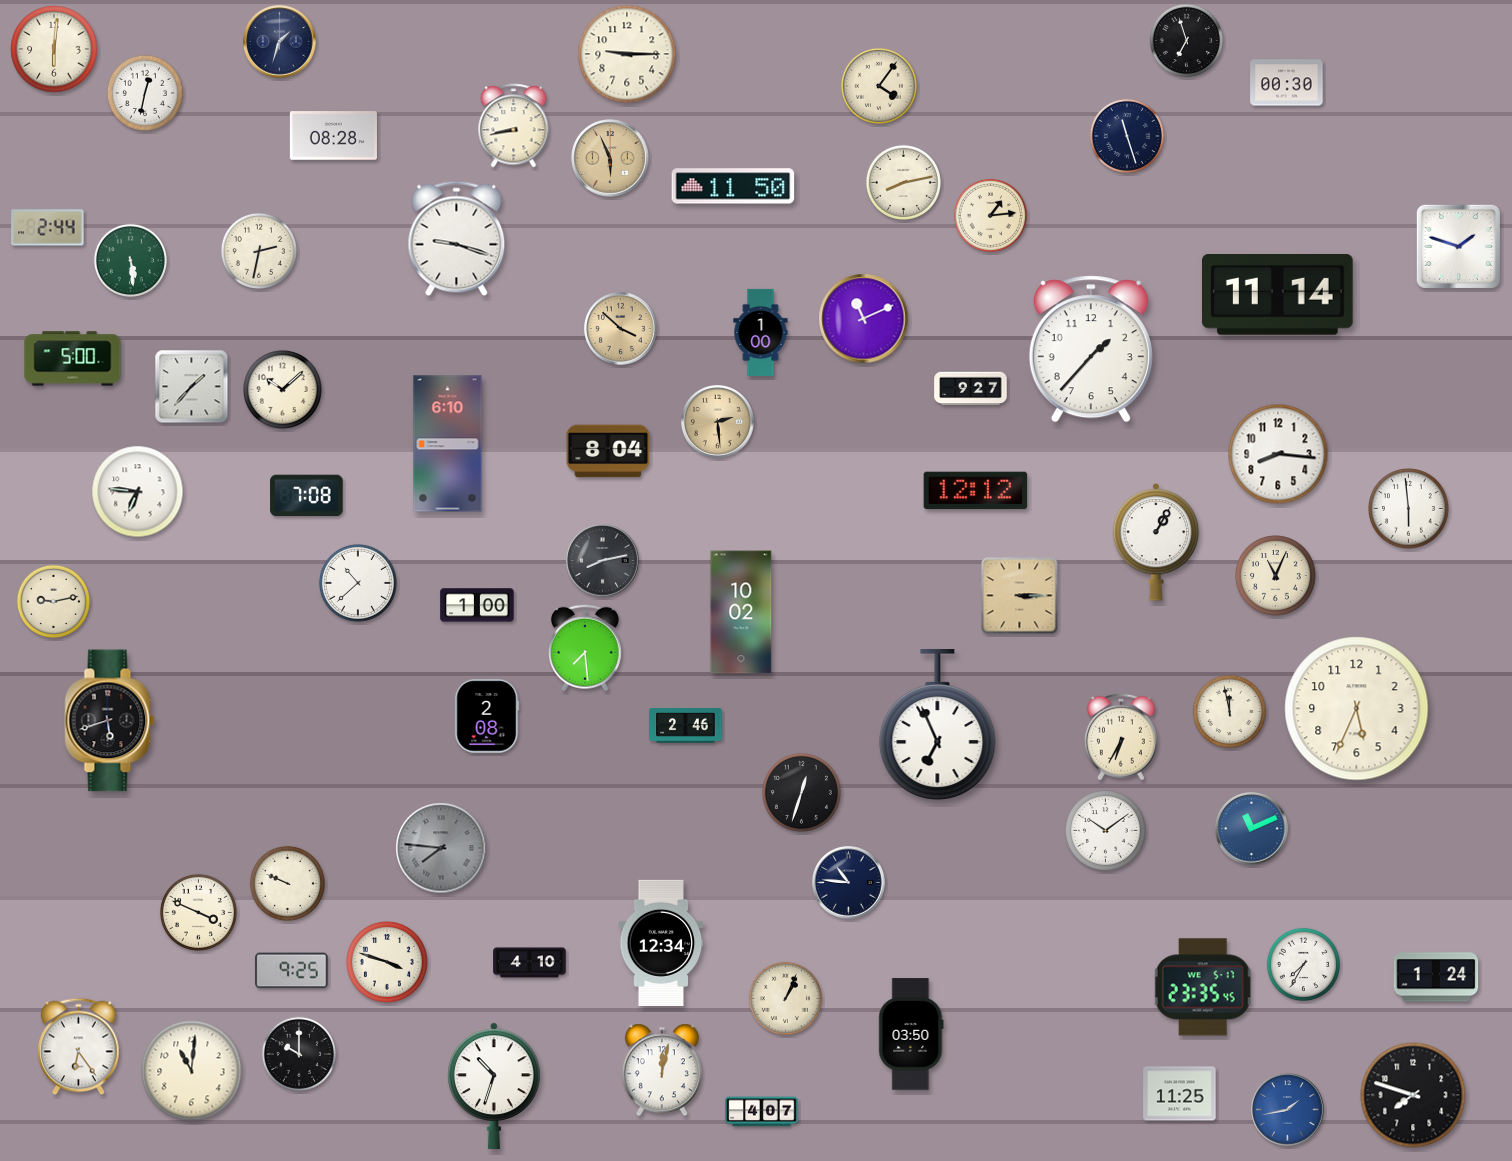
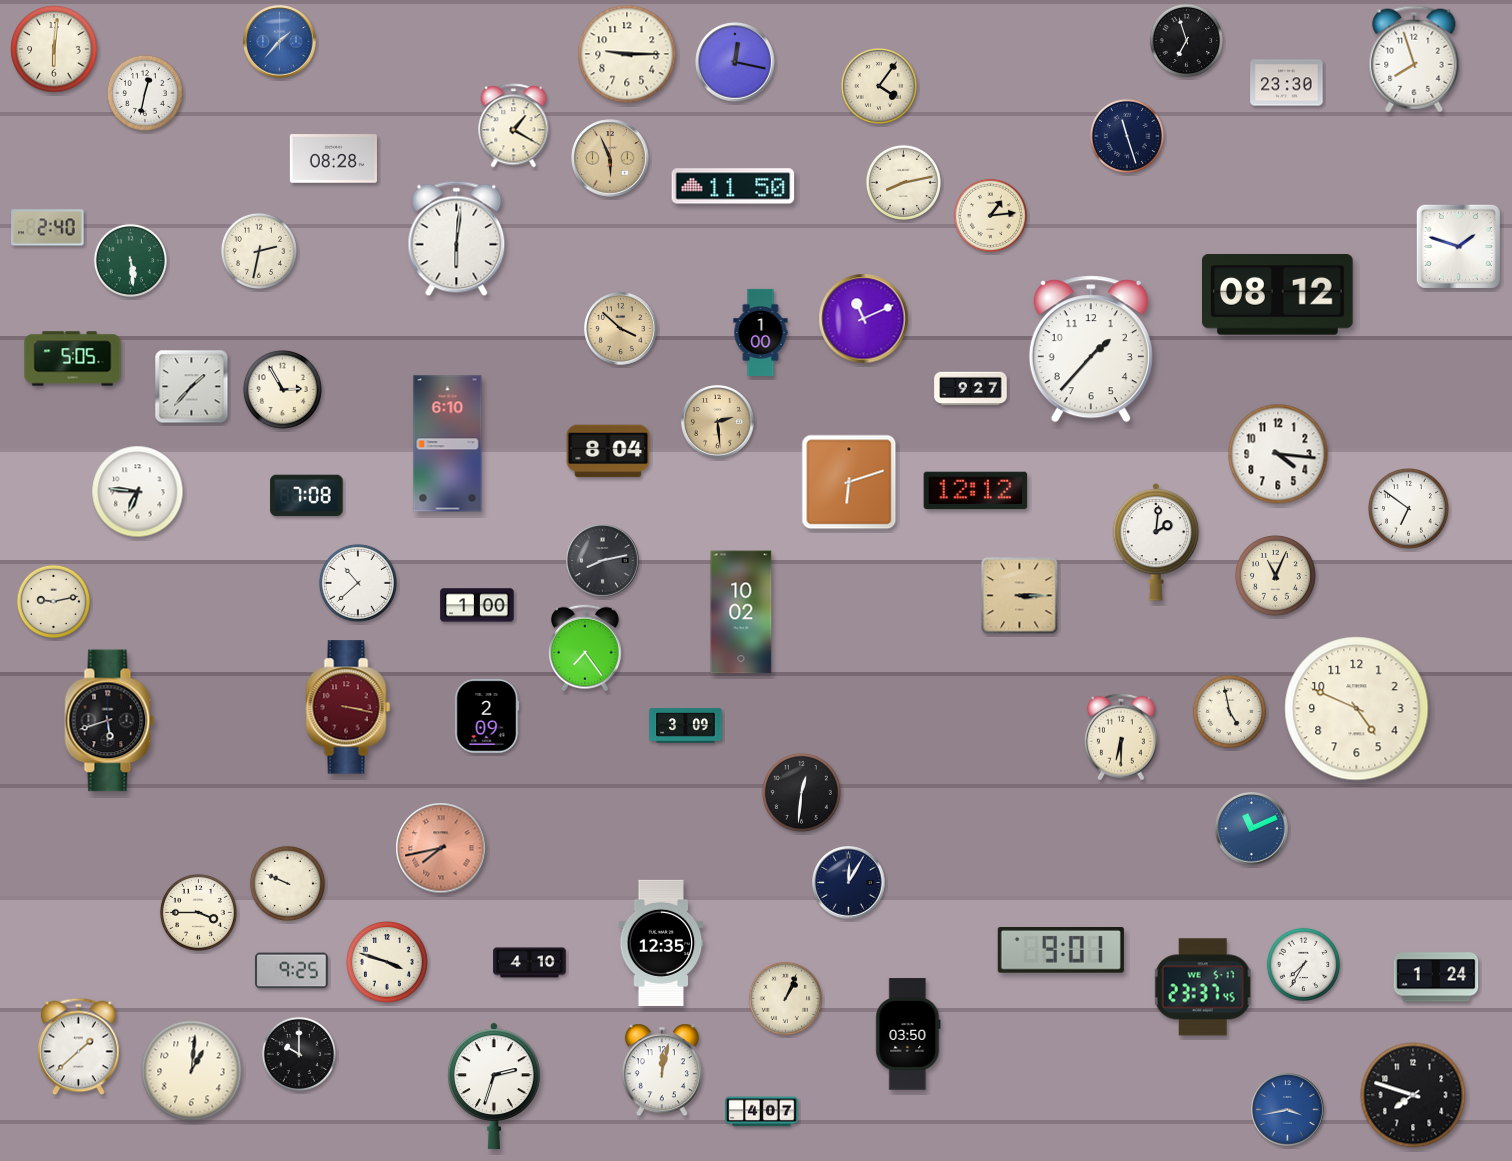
clock at (280, 42): 1:33 -> 1:37
clock at (280, 42) dial: navy -> blue
clock at (1414, 59): none -> 7:57
clock at (735, 62): none -> 12:17
clock at (1287, 83): 00:30 -> 23:30
clock at (514, 126): 8:43 -> 1:20
clock at (333, 136) position: (333, 136) -> (333, 159)
clock at (48, 228): 2:44 -> 2:40
clock at (457, 239): 9:18 -> 6:01
clock at (1278, 295): 11:14 -> 08:12
clock at (73, 359): 5:00 -> 5:05
clock at (282, 389): 10:08 -> 2:55
clock at (1278, 454): 8:16 -> 4:16
clock at (849, 482): none -> 6:12
clock at (1409, 509): 5:59 -> 6:51
clock at (1156, 542): 1:05 -> 2:01
clock at (585, 648): 7:29 -> 7:24
clock at (348, 707): none -> 3:17
clock at (1357, 709): 5:34 -> 4:49
clock at (1229, 711): 11:58 -> 4:58
clock at (487, 716): 2:08 -> 2:09
clock at (686, 726): 2:46 -> 3:09
clock at (938, 726): 6:56 -> none
clock at (1121, 737): 6:35 -> 6:30
clock at (801, 792): 12:33 -> 12:31
clock at (1106, 831): 10:09 -> none
clock at (441, 848): 7:46 -> 7:43
clock at (441, 848) dial: grey -> salmon
clock at (849, 883): 10:46 -> 12:05
clock at (198, 912): 3:49 -> 3:45
clock at (661, 943): 12:34 -> 12:35
clock at (1061, 951): none -> 9:01
clock at (1203, 987): 23:35 -> 23:37
clock at (911, 1034) position: (911, 1034) -> (908, 1034)
clock at (79, 1047): 6:24 -> 1:38
clock at (192, 1071): 11:01 -> 1:01
clock at (495, 1086): 10:33 -> 2:33
clock at (1180, 1094): 11:25 -> none
clock at (1288, 1110): 1:43 -> 3:43
